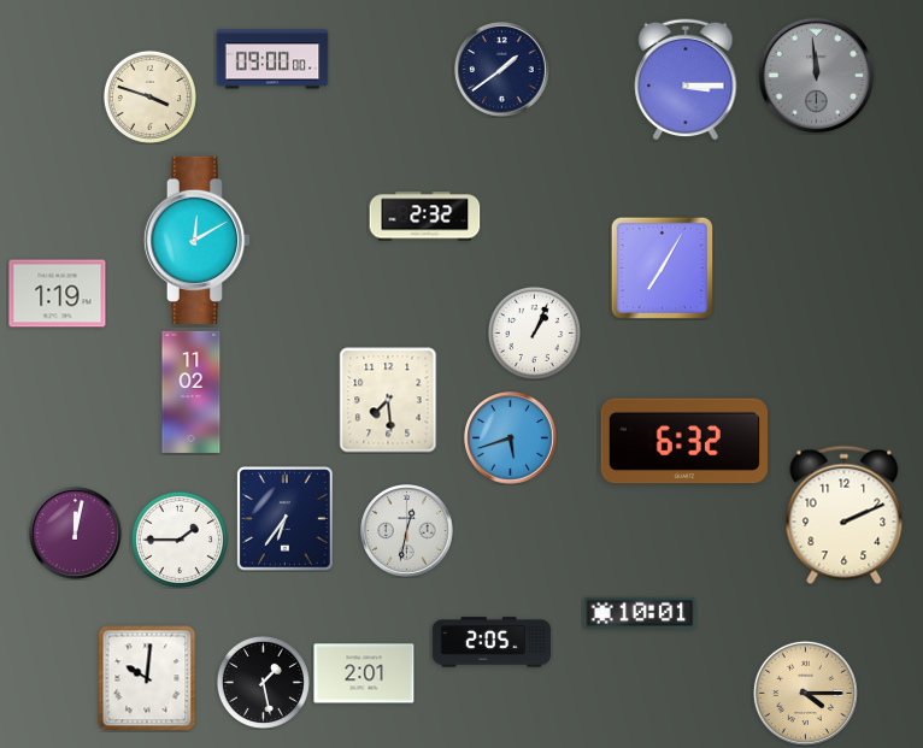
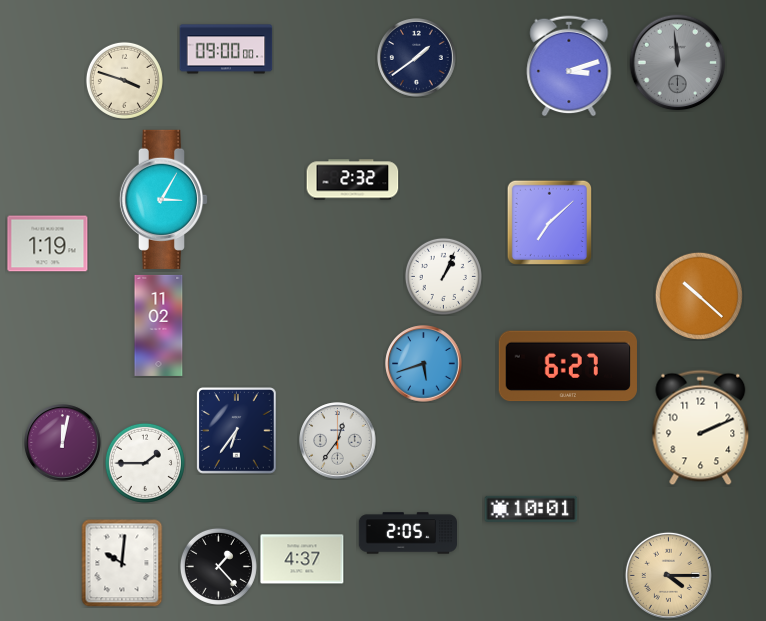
clock at (686, 79): 3:15 -> 3:12
clock at (198, 240): 12:10 -> 3:05
clock at (662, 267): 7:05 -> 7:08
clock at (699, 296): none -> 10:22
clock at (388, 400): 7:29 -> none
clock at (684, 441): 6:32 -> 6:27
clock at (407, 531): 12:32 -> 12:36
clock at (180, 540) position: (180, 540) -> (145, 463)
clock at (364, 673): 2:01 -> 4:37
clock at (263, 682): 1:28 -> 1:23
